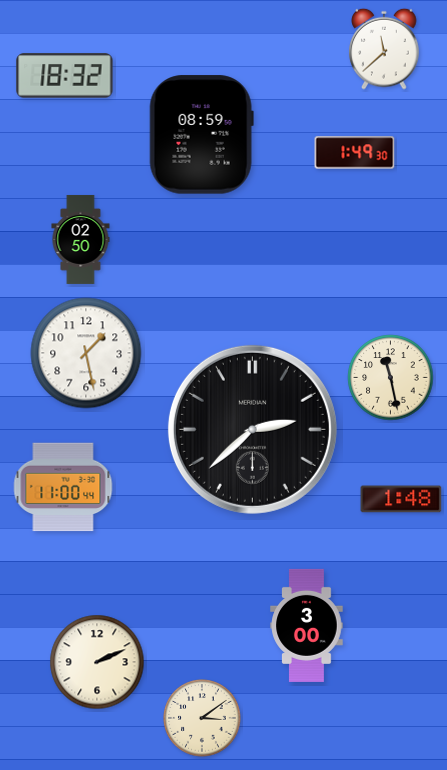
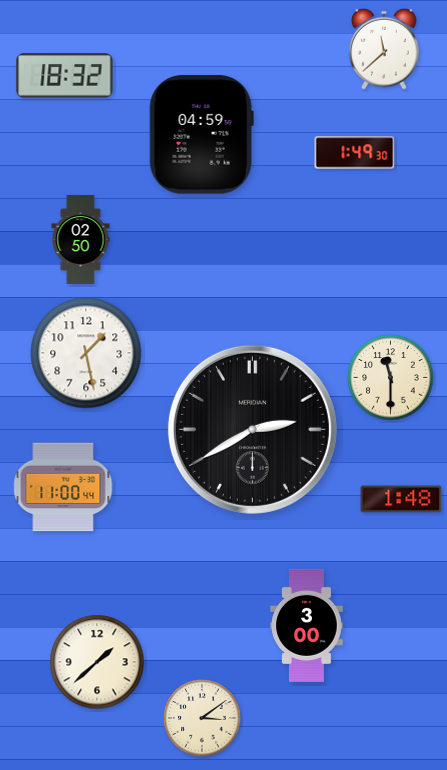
clock at (201, 135): 08:59 -> 04:59
clock at (391, 378): 11:28 -> 11:30
clock at (252, 429): 2:38 -> 2:40
clock at (97, 662): 2:11 -> 1:38
